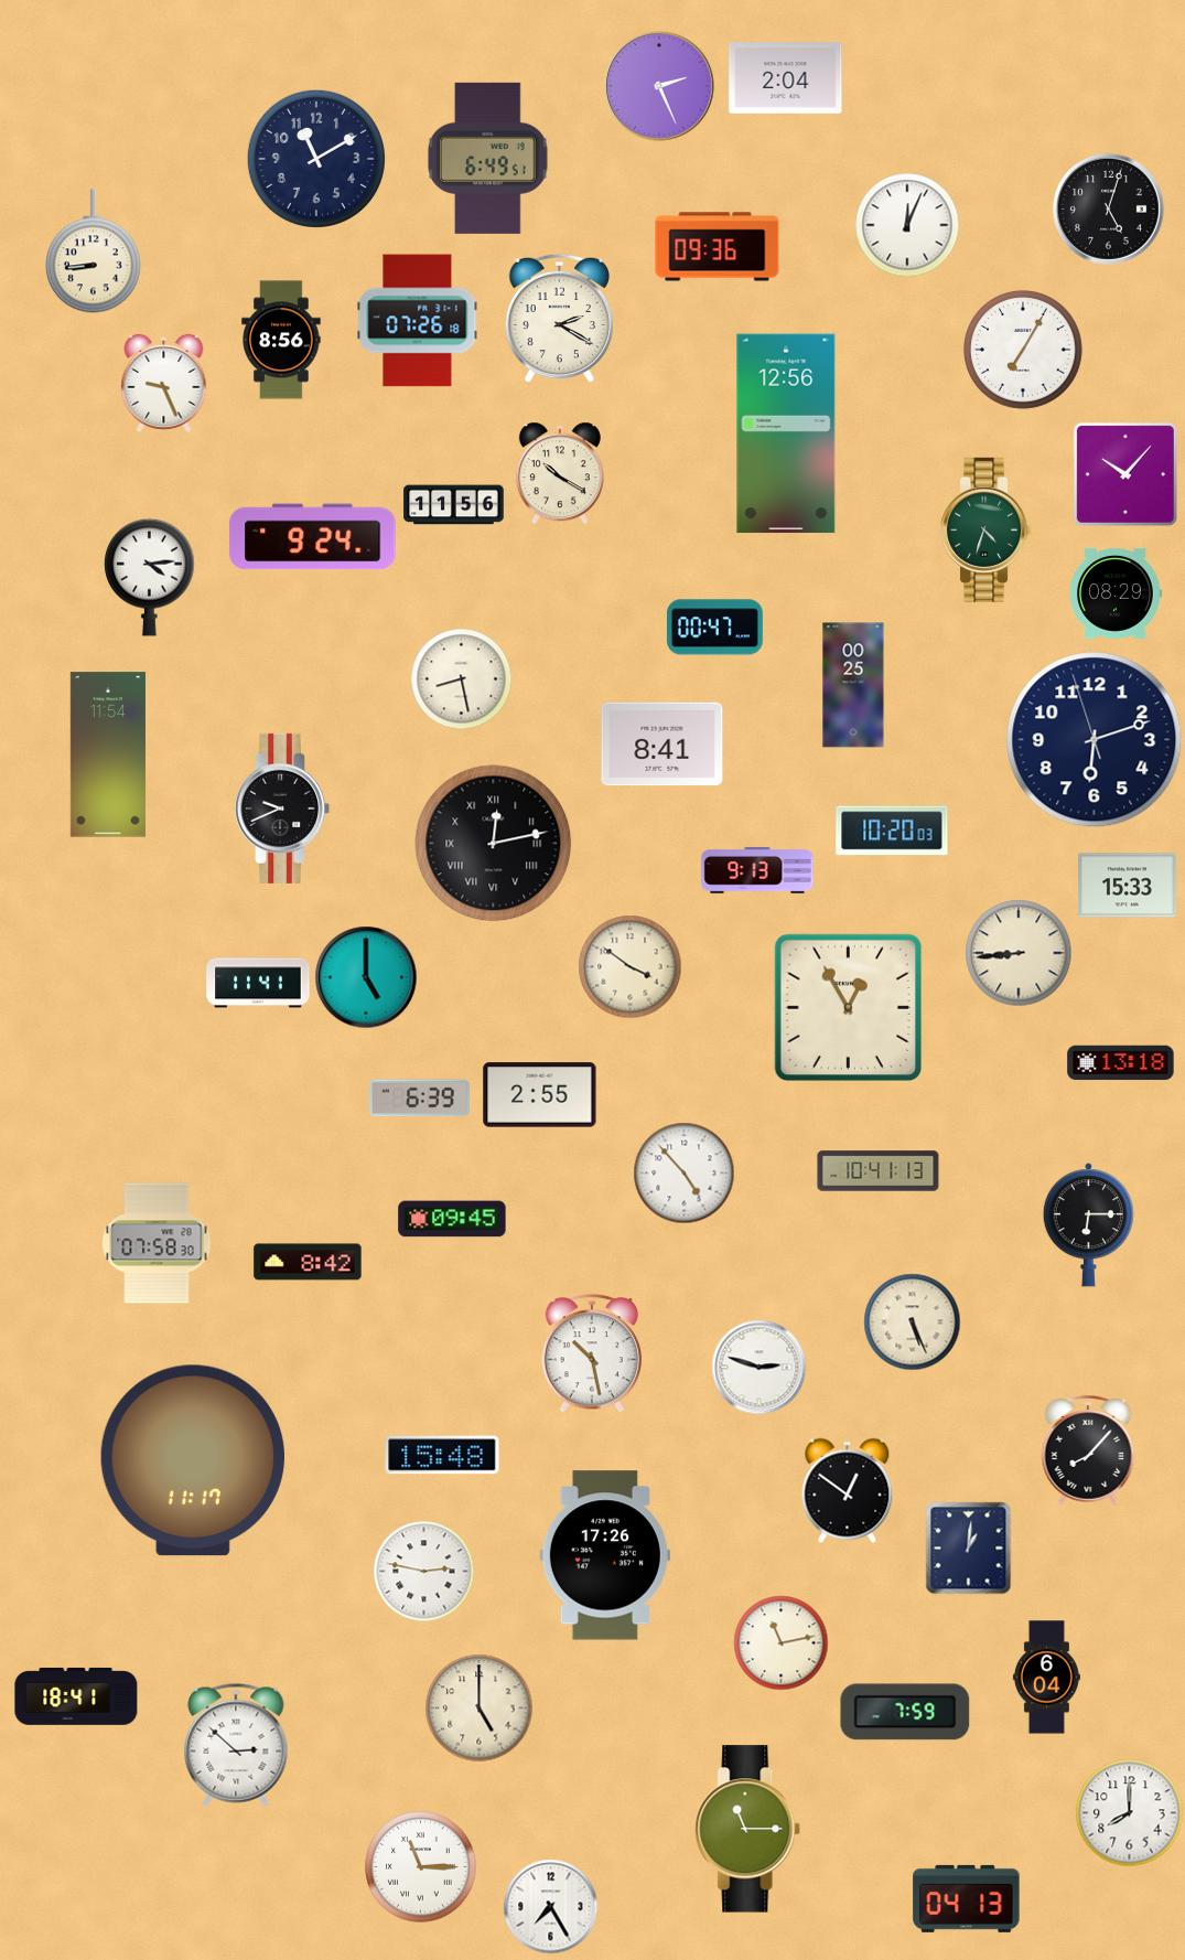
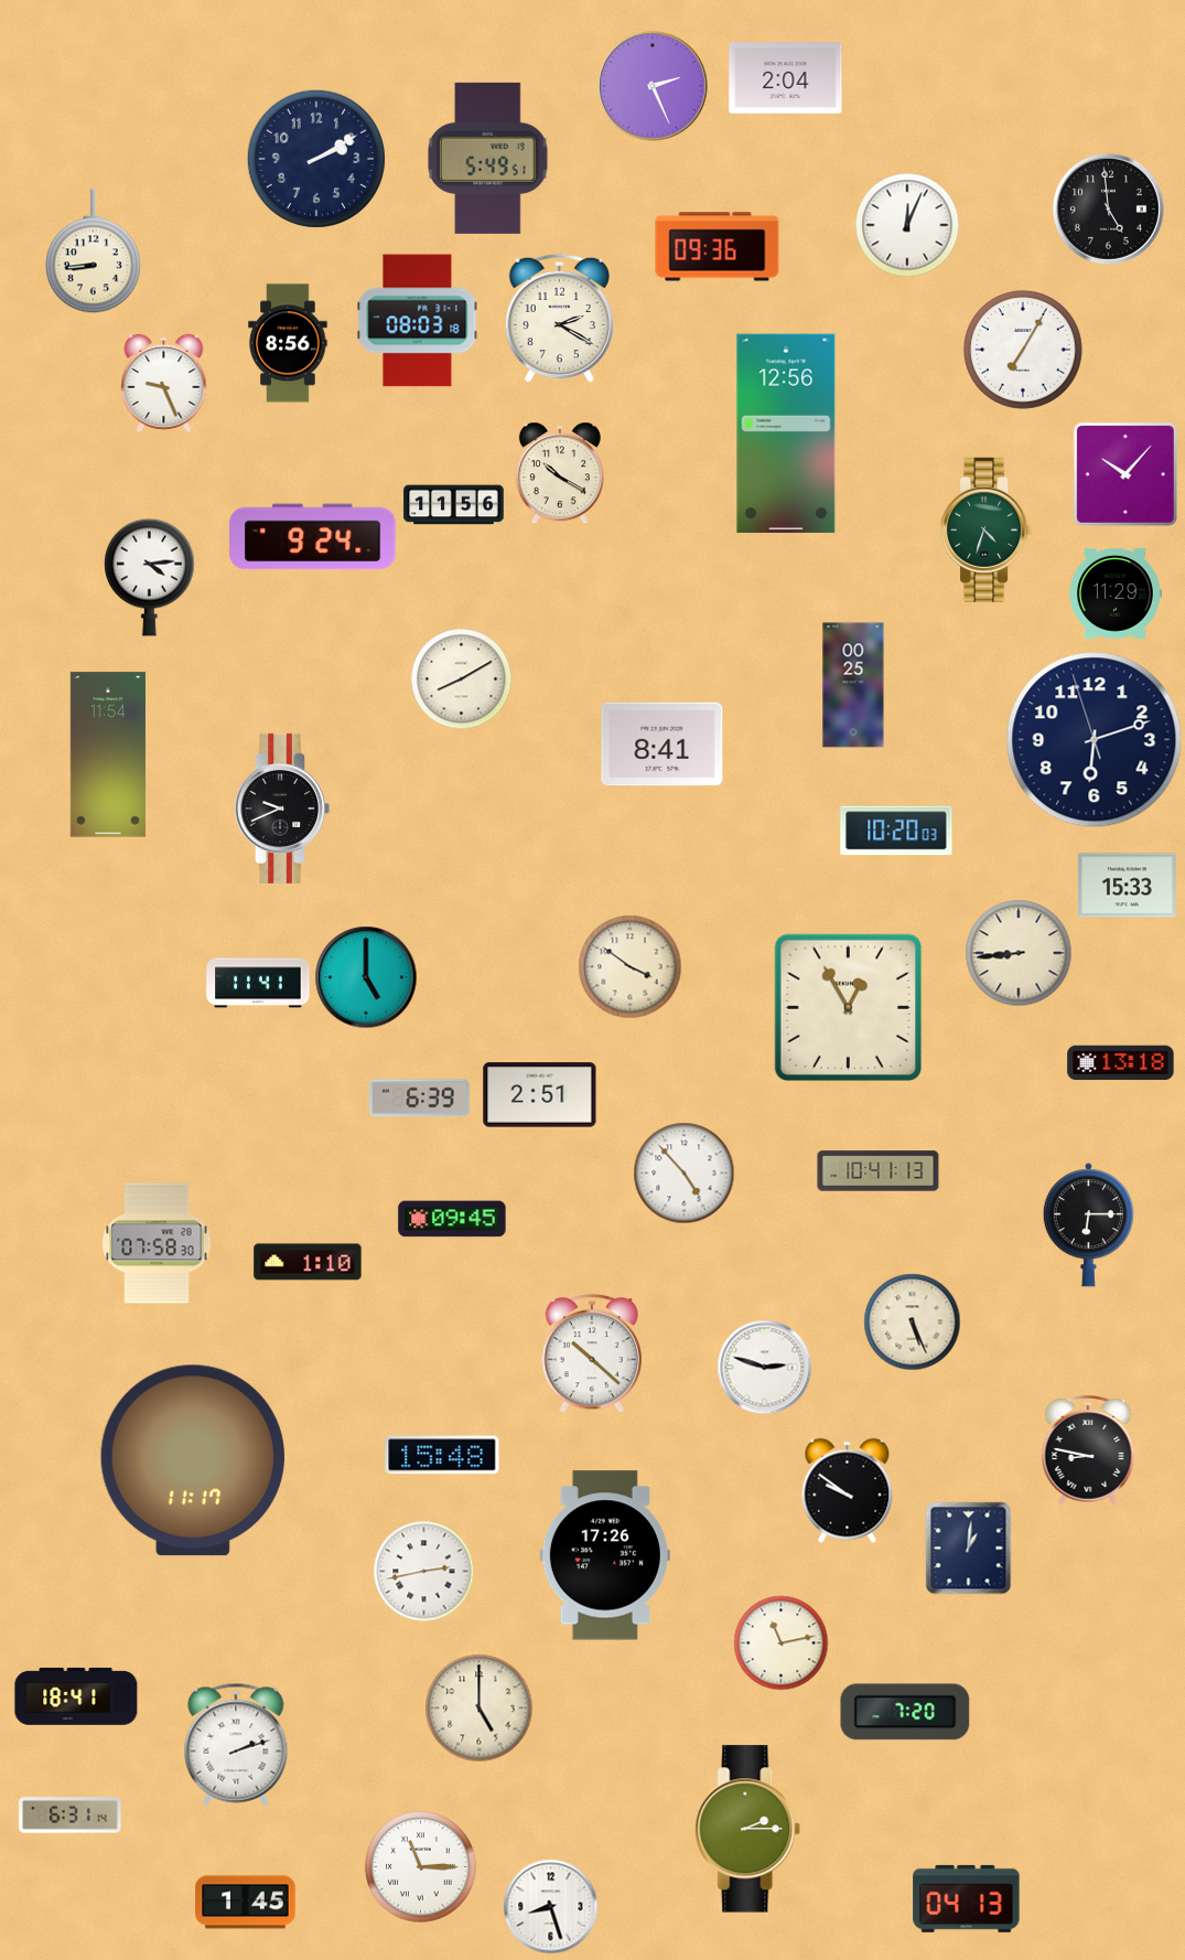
clock at (660, 87) position: (660, 87) -> (654, 87)
clock at (488, 158): 6:49 -> 5:49
clock at (316, 159): 11:10 -> 2:10
clock at (1108, 208): 5:03 -> 4:59
clock at (418, 321): 07:26 -> 08:03
clock at (281, 340) position: (281, 340) -> (288, 343)
clock at (1116, 593): 08:29 -> 11:29
clock at (714, 628): 00:47 -> none
clock at (461, 678): 8:28 -> 8:10
clock at (892, 831) position: (892, 831) -> (896, 831)
clock at (494, 844): 12:13 -> none
clock at (757, 870): 9:13 -> none
clock at (540, 1095): 2:55 -> 2:51
clock at (308, 1262): 8:42 -> 1:10
clock at (591, 1353): 10:28 -> 10:22
clock at (758, 1367) position: (758, 1367) -> (764, 1367)
clock at (1088, 1450): 8:07 -> 8:47
clock at (848, 1490): 12:51 -> 9:51
clock at (423, 1571): 2:47 -> 2:43
clock at (1046, 1678): 6:04 -> none
clock at (905, 1712): 7:59 -> 7:20
clock at (236, 1745): 2:52 -> 2:12
clock at (1129, 1812): 8:00 -> none
clock at (71, 1816): none -> 6:31
clock at (748, 1829): 11:15 -> 2:15
clock at (246, 1903): none -> 1:45
clock at (550, 1906): 7:25 -> 8:27
